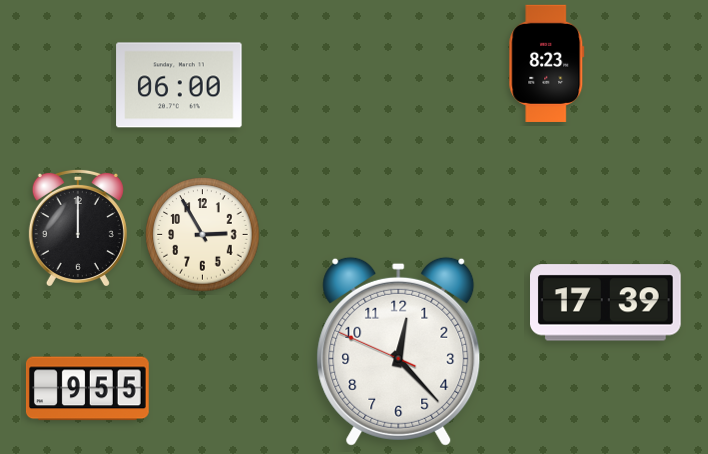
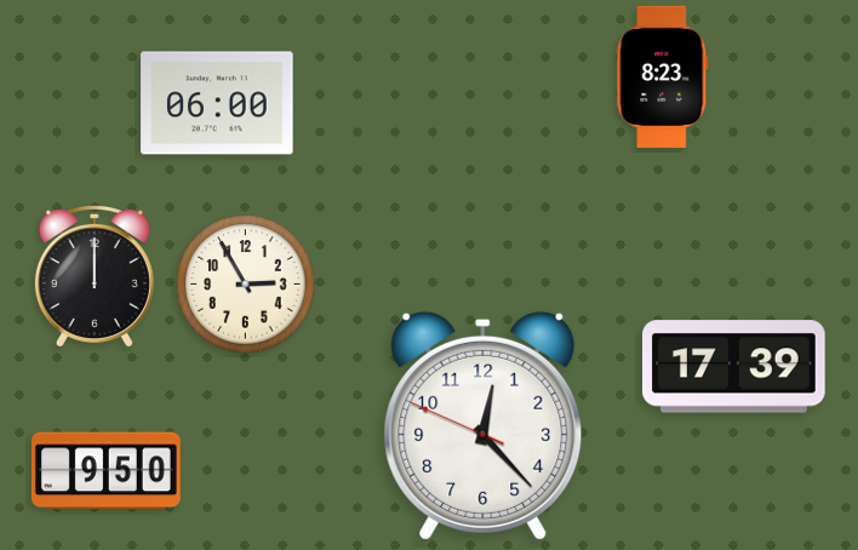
clock at (87, 389): 9:55 -> 9:50
